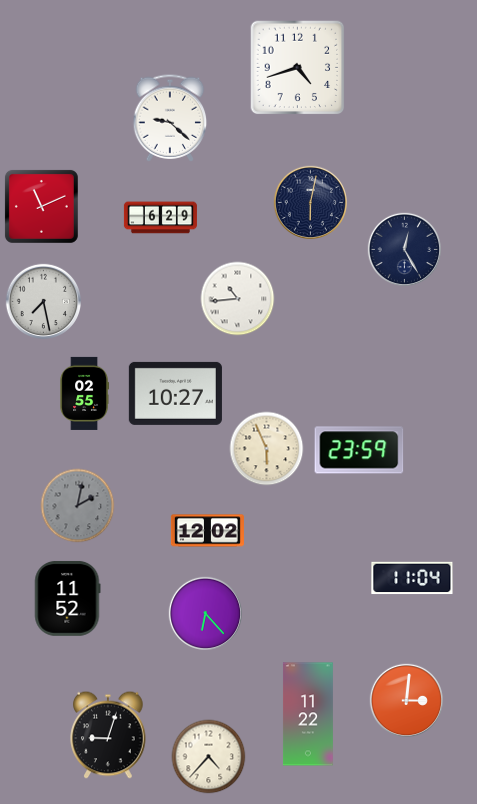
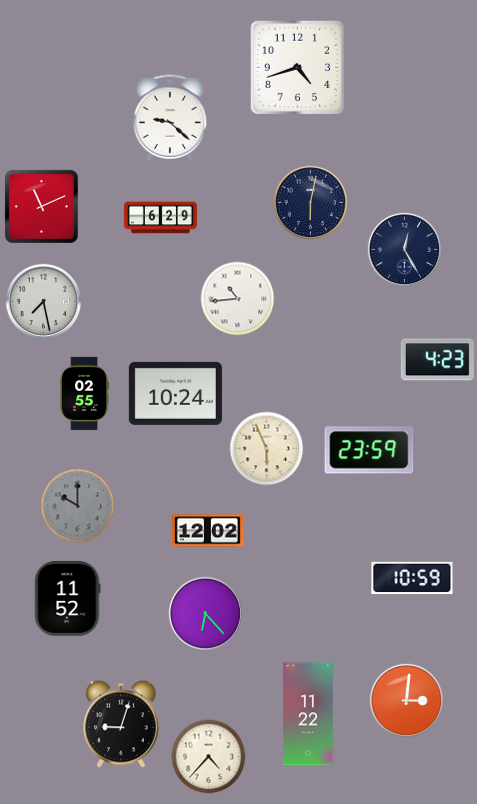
clock at (437, 360): none -> 4:23
clock at (175, 393): 10:27 -> 10:24
clock at (359, 450) position: (359, 450) -> (369, 450)
clock at (78, 506): 2:02 -> 10:00
clock at (412, 578): 11:04 -> 10:59
clock at (108, 735) position: (108, 735) -> (121, 724)
